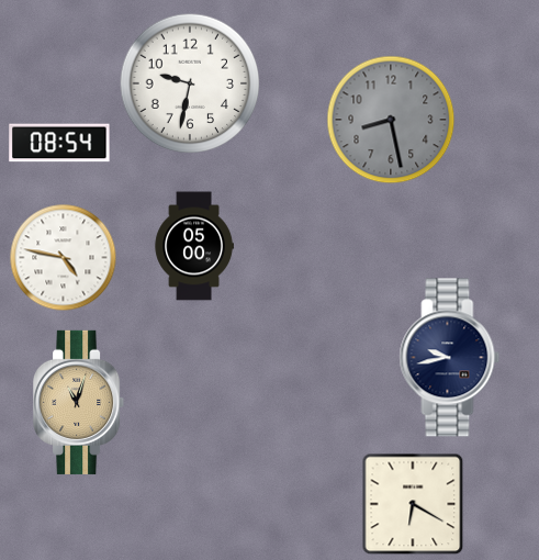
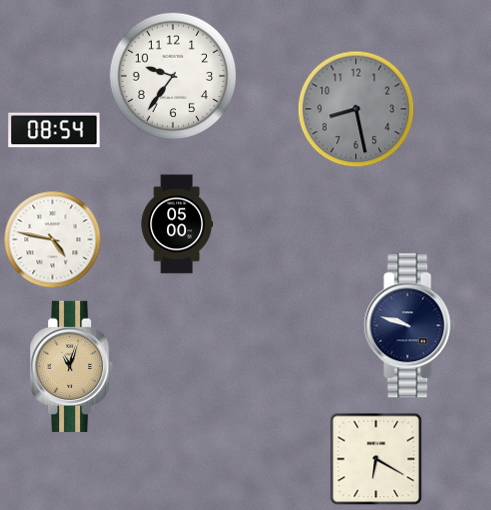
clock at (190, 83): 9:32 -> 9:36
clock at (64, 258) position: (64, 258) -> (53, 240)
clock at (450, 358): 9:43 -> 9:48
